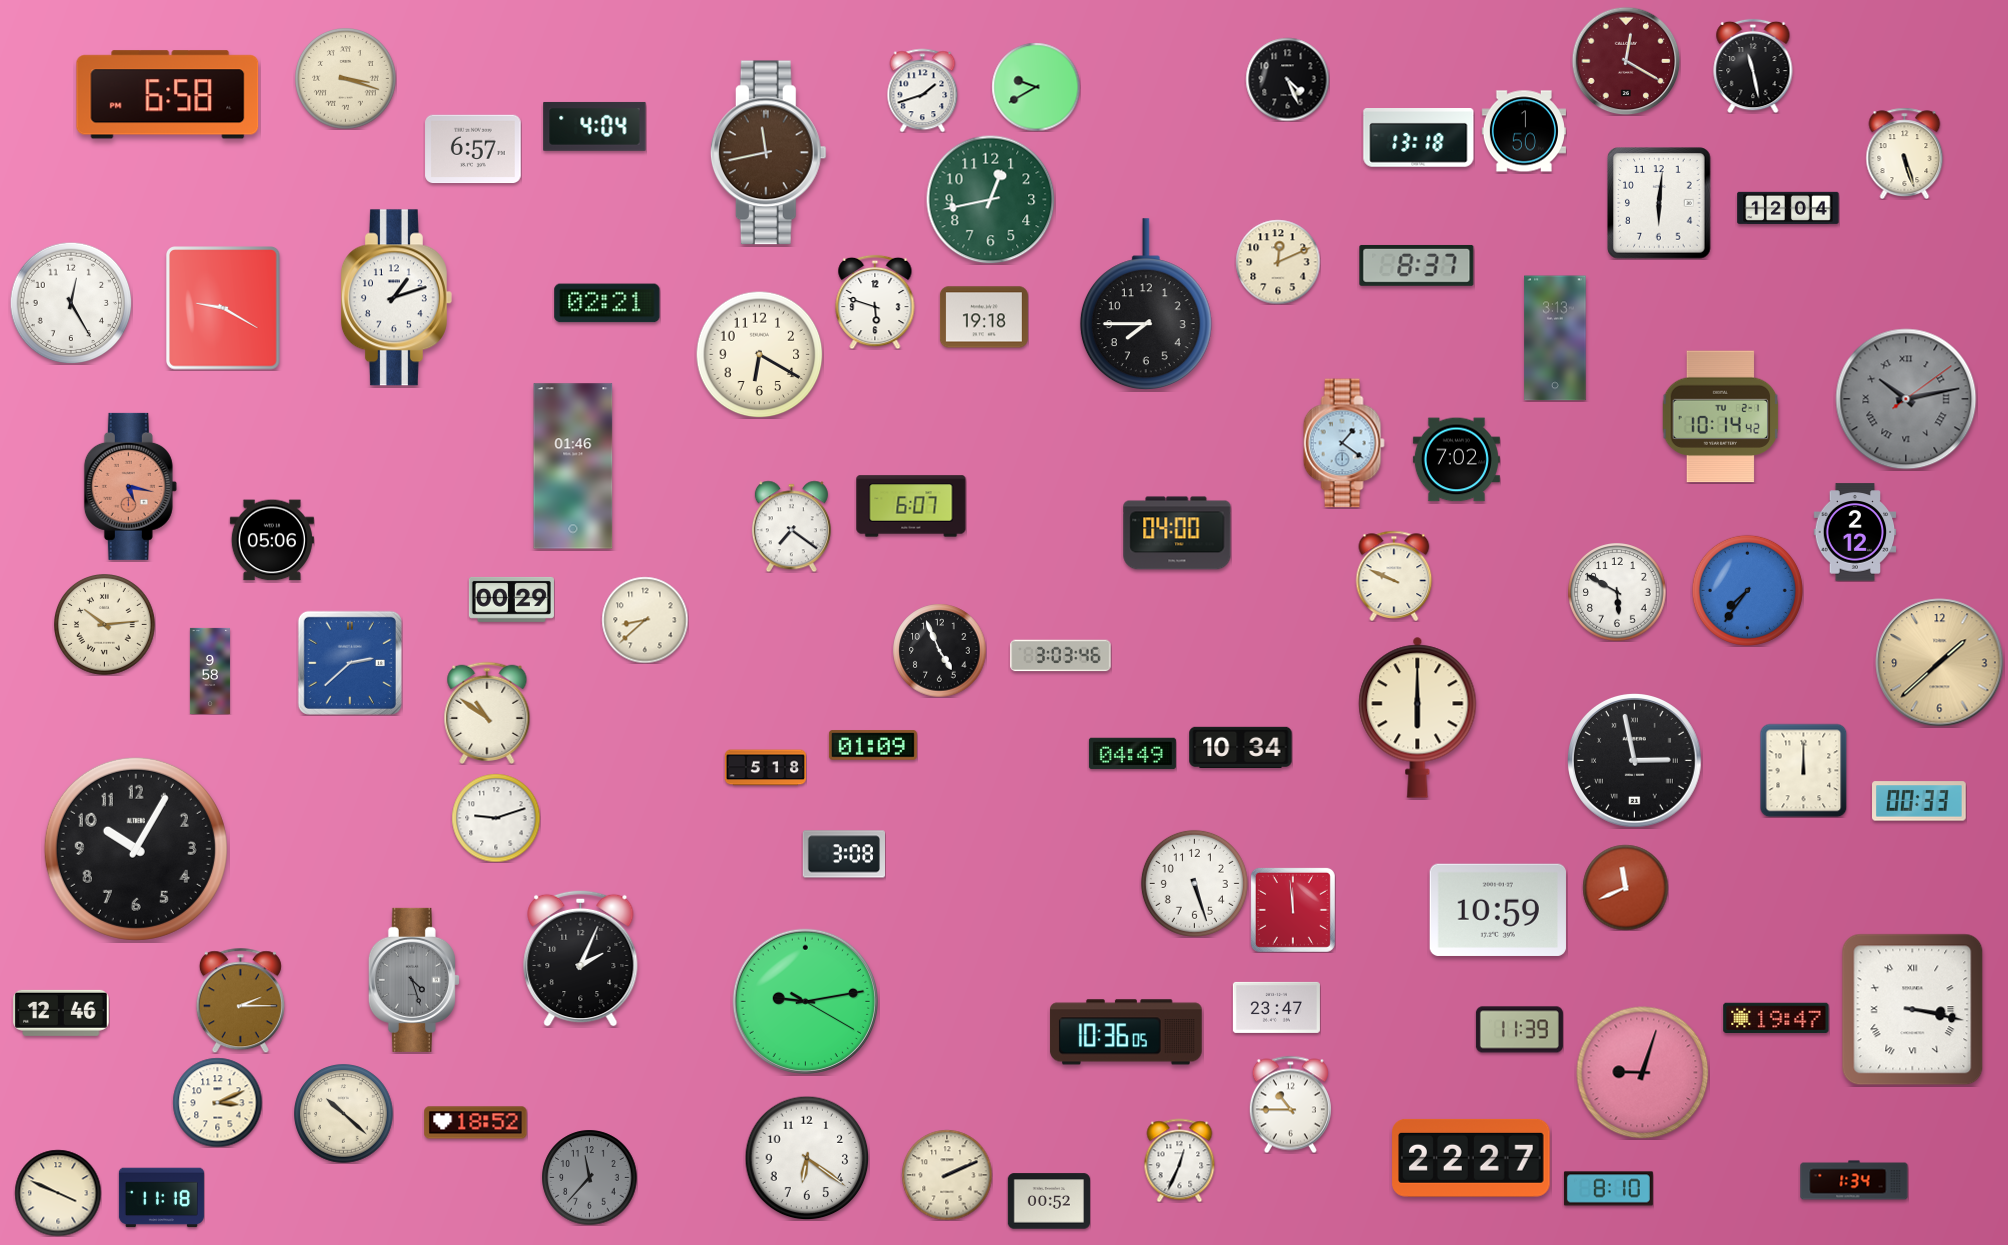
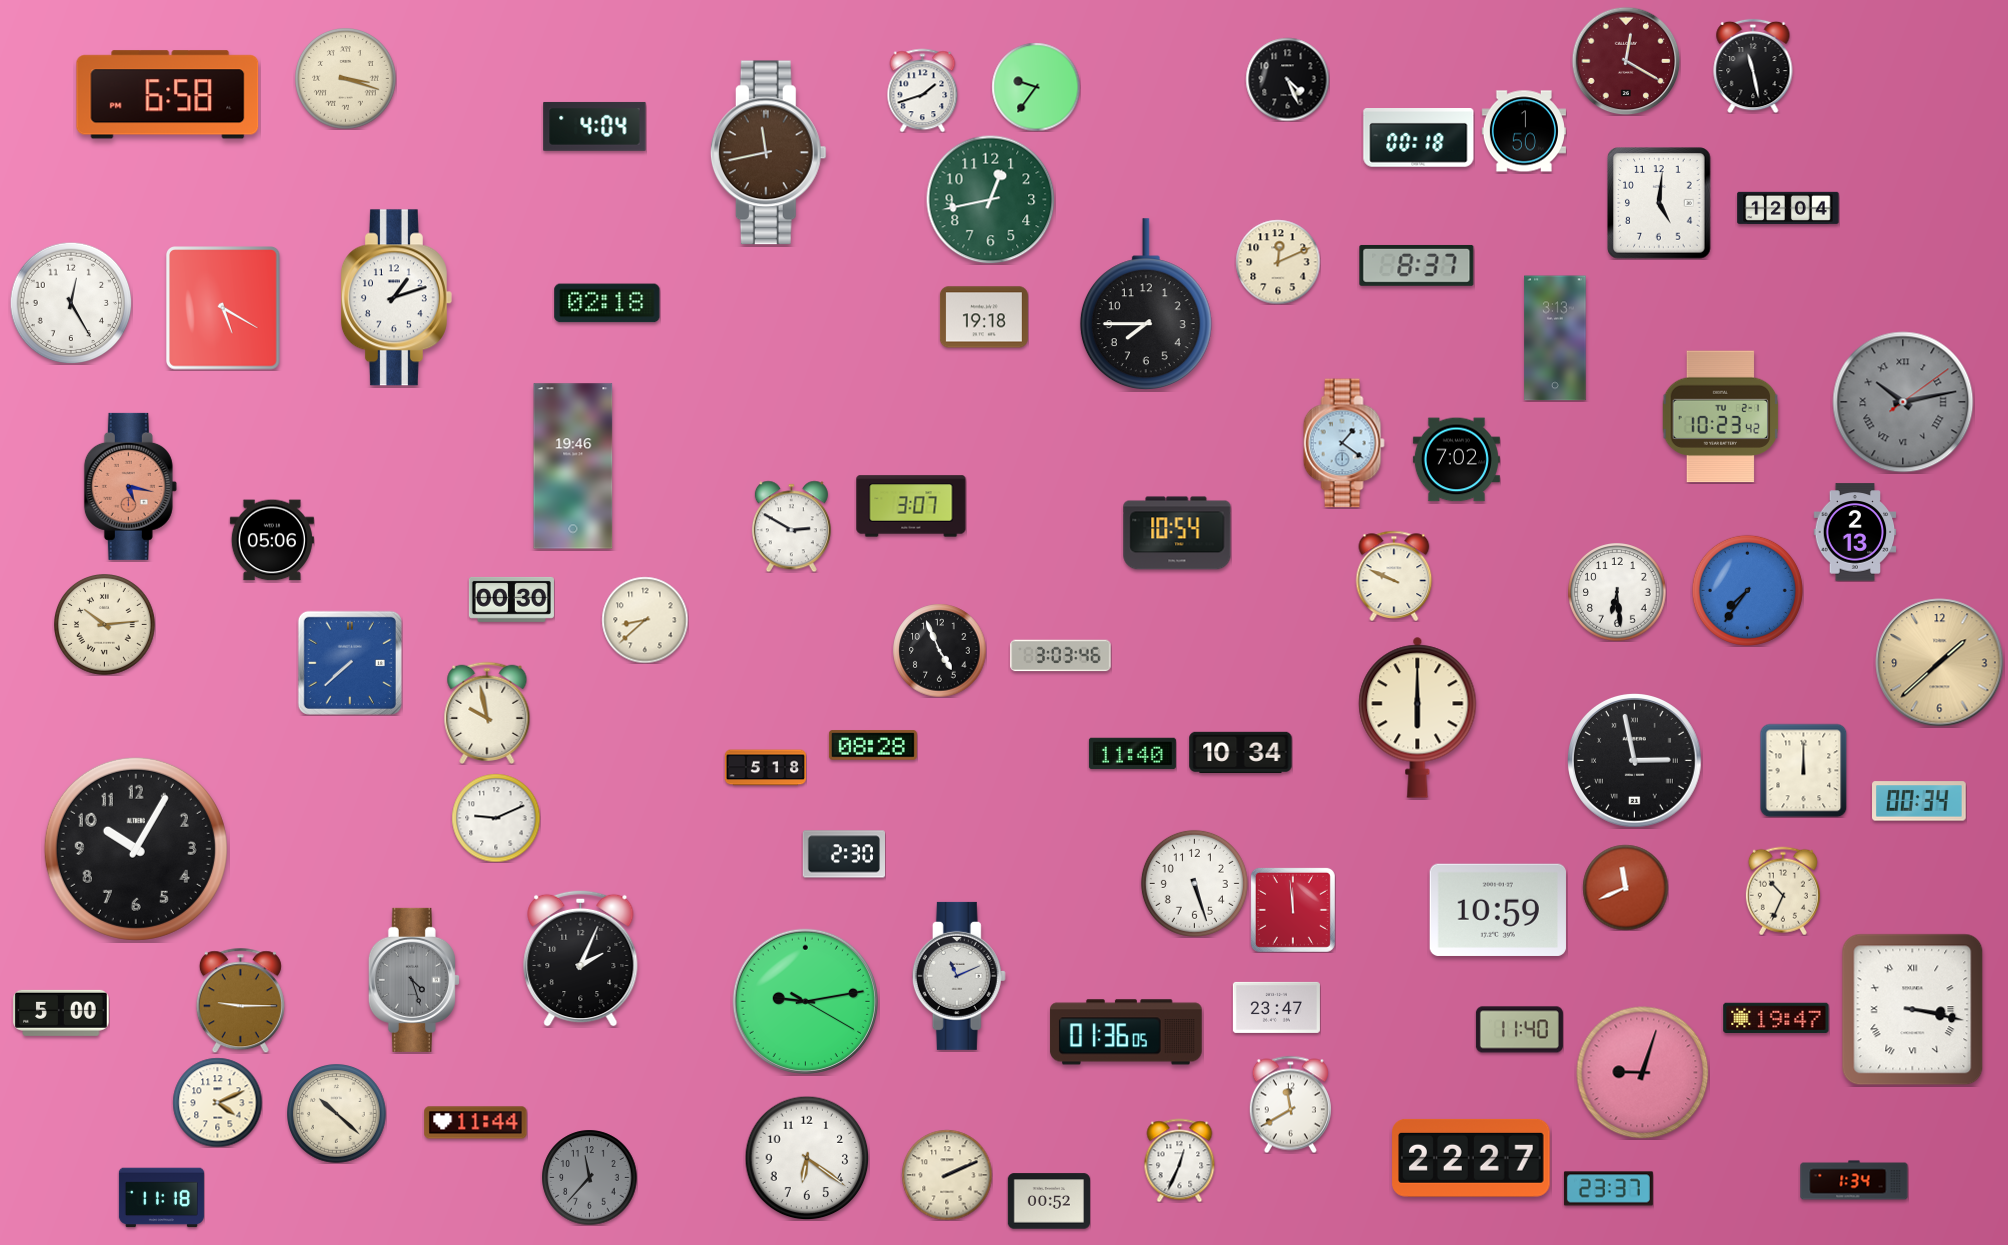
clock at (1036, 87): 9:40 -> 9:36
clock at (1419, 138): 13:18 -> 00:18
clock at (473, 149): 6:57 -> none
clock at (1905, 153): 5:27 -> none
clock at (1659, 203): 6:01 -> 5:01
clock at (875, 302): 5:48 -> none
clock at (607, 303): 02:21 -> 02:18
clock at (224, 309): 9:20 -> 5:20
clock at (759, 354): 6:20 -> none
clock at (1906, 399) position: (1906, 399) -> (1903, 402)
clock at (1721, 417): 10:14 -> 10:23
clock at (573, 466): 01:46 -> 19:46
clock at (911, 506): 6:07 -> 3:07
clock at (791, 526): 7:21 -> 2:50
clock at (1855, 532): 2:12 -> 2:13
clock at (1177, 533): 04:00 -> 10:54
clock at (1617, 592): 5:50 -> 6:29
clock at (511, 599): 00:29 -> 00:30
clock at (350, 663): 2:38 -> 7:38
clock at (210, 671): 9:58 -> none
clock at (487, 713): 10:51 -> 9:58
clock at (873, 745): 01:09 -> 08:28
clock at (1241, 747) position: (1241, 747) -> (1241, 752)
clock at (1132, 754): 04:49 -> 11:40
clock at (1920, 801): 00:33 -> 00:34
clock at (496, 818): 9:12 -> 9:11
clock at (843, 854): 3:08 -> 2:30
clock at (1783, 891): none -> 10:34
clock at (959, 976): none -> 11:11
clock at (240, 1000): 2:15 -> 9:15
clock at (61, 1013): 12:46 -> 5:00
clock at (1519, 1030): 11:39 -> 11:40
clock at (1126, 1032): 10:36 -> 01:36
clock at (217, 1102): 3:11 -> 4:11
clock at (1290, 1104): 10:45 -> 11:40
clock at (344, 1114) position: (344, 1114) -> (337, 1114)
clock at (476, 1123): 18:52 -> 11:44
clock at (1608, 1189): 8:10 -> 23:37
clock at (58, 1193): 3:49 -> none
